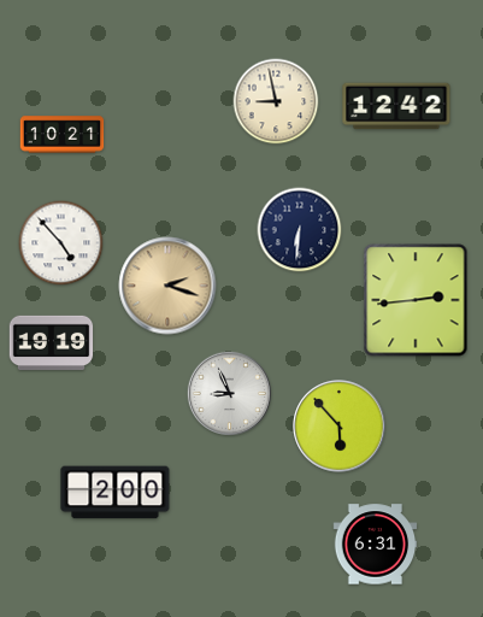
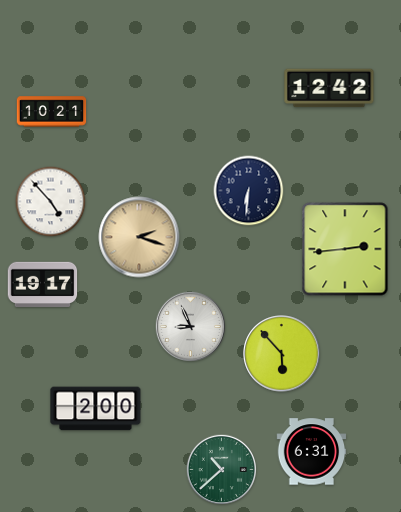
clock at (276, 101): 8:58 -> none
clock at (52, 342): 19:19 -> 19:17
clock at (221, 469): none -> 10:38
